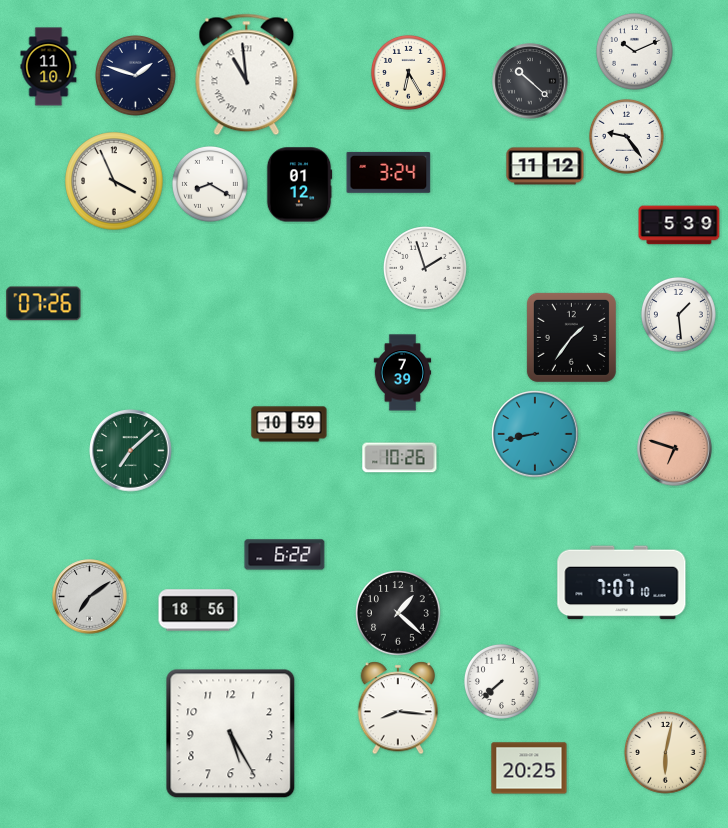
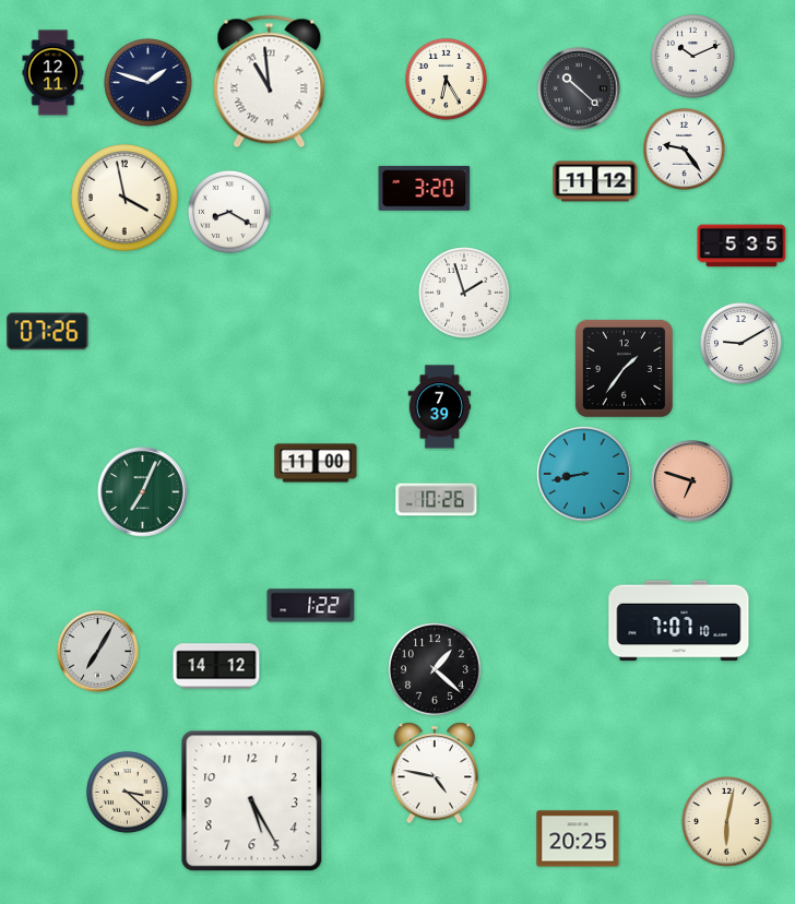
clock at (49, 67): 11:10 -> 12:11
clock at (389, 172): 3:24 -> 3:20
clock at (114, 181): 3:56 -> 3:58
clock at (210, 184) position: (210, 184) -> (229, 212)
clock at (299, 185): 01:12 -> none
clock at (679, 225): 5:39 -> 5:35
clock at (678, 314): 1:29 -> 9:10
clock at (289, 424): 10:59 -> 11:00
clock at (675, 449) position: (675, 449) -> (692, 481)
clock at (131, 451): 7:08 -> 7:04
clock at (285, 555): 6:22 -> 1:22
clock at (622, 583) position: (622, 583) -> (679, 621)
clock at (90, 597): 7:09 -> 7:05
clock at (198, 610): 18:56 -> 14:12
clock at (501, 681): 7:38 -> none
clock at (398, 708): 8:16 -> 4:47
clock at (127, 792): none -> 3:22
